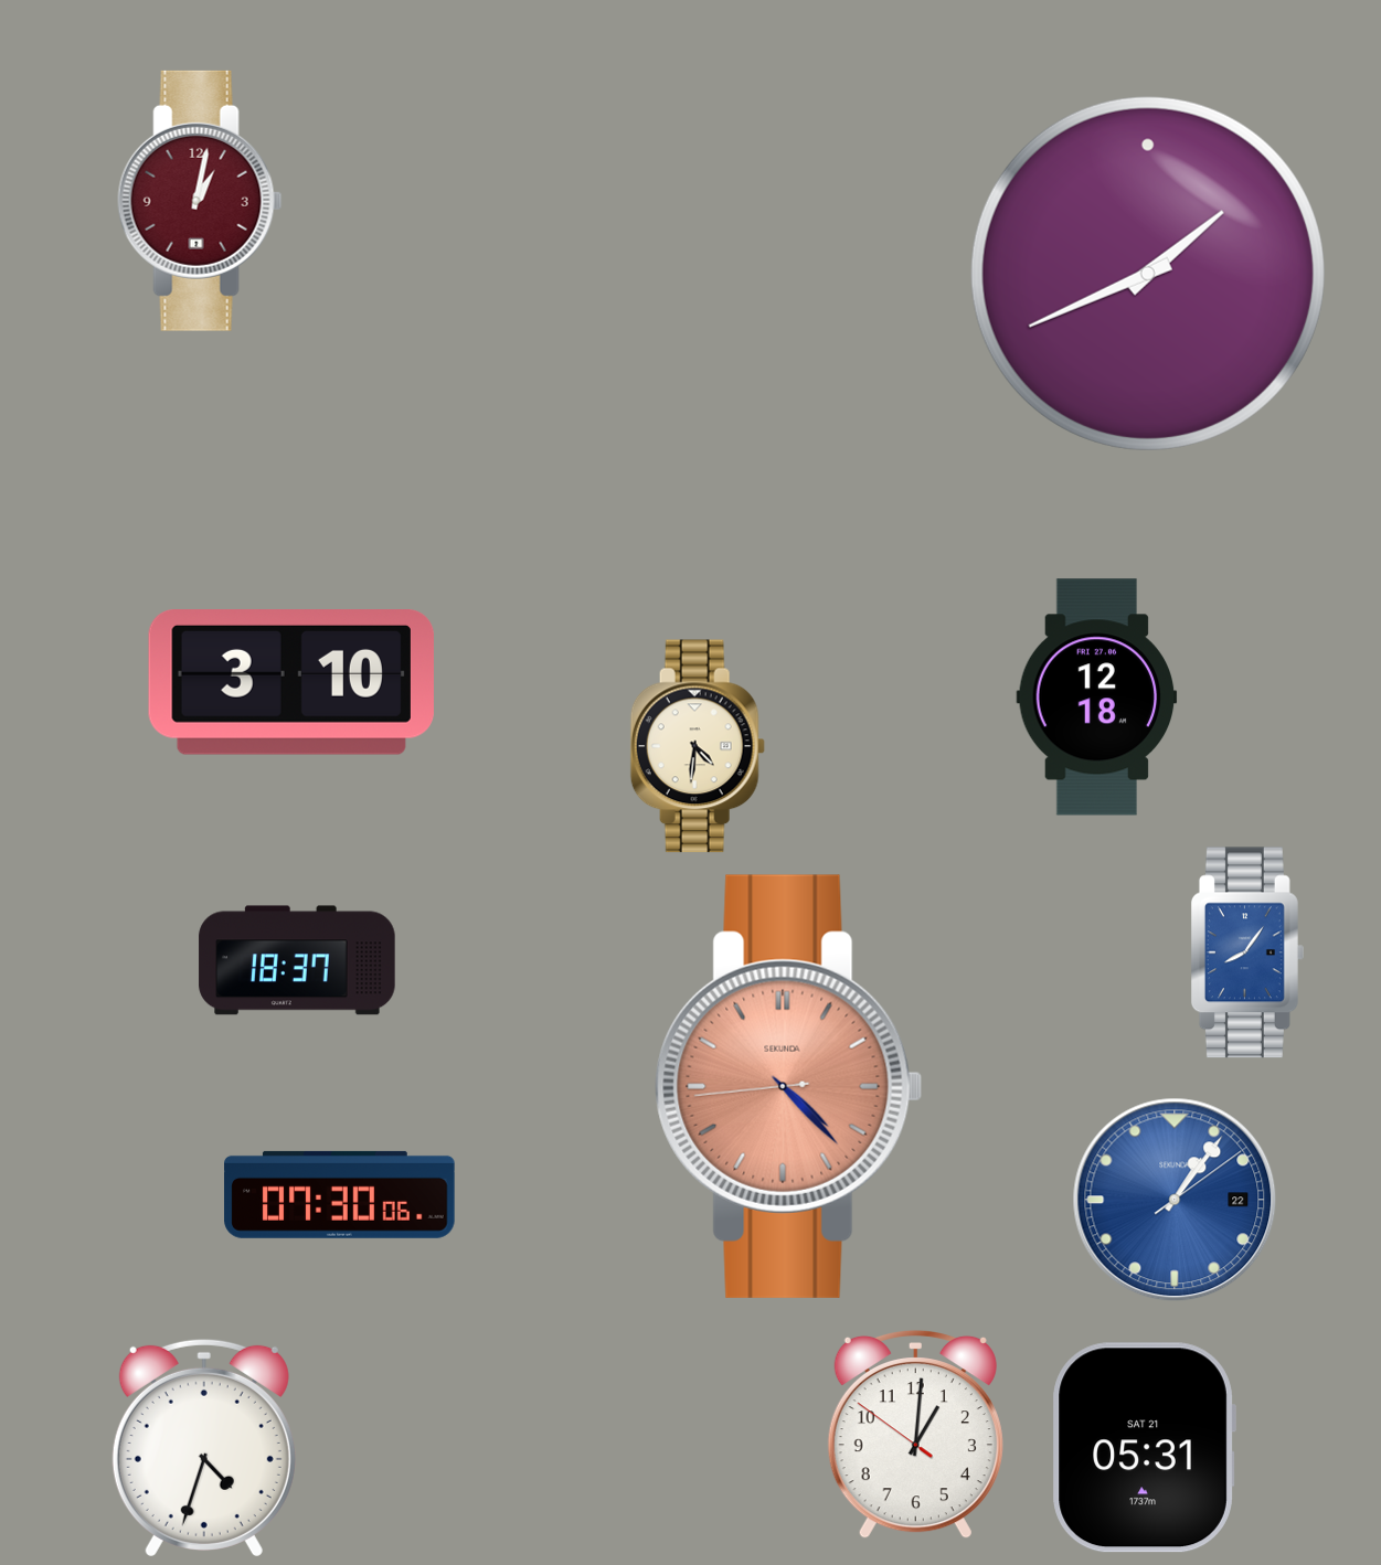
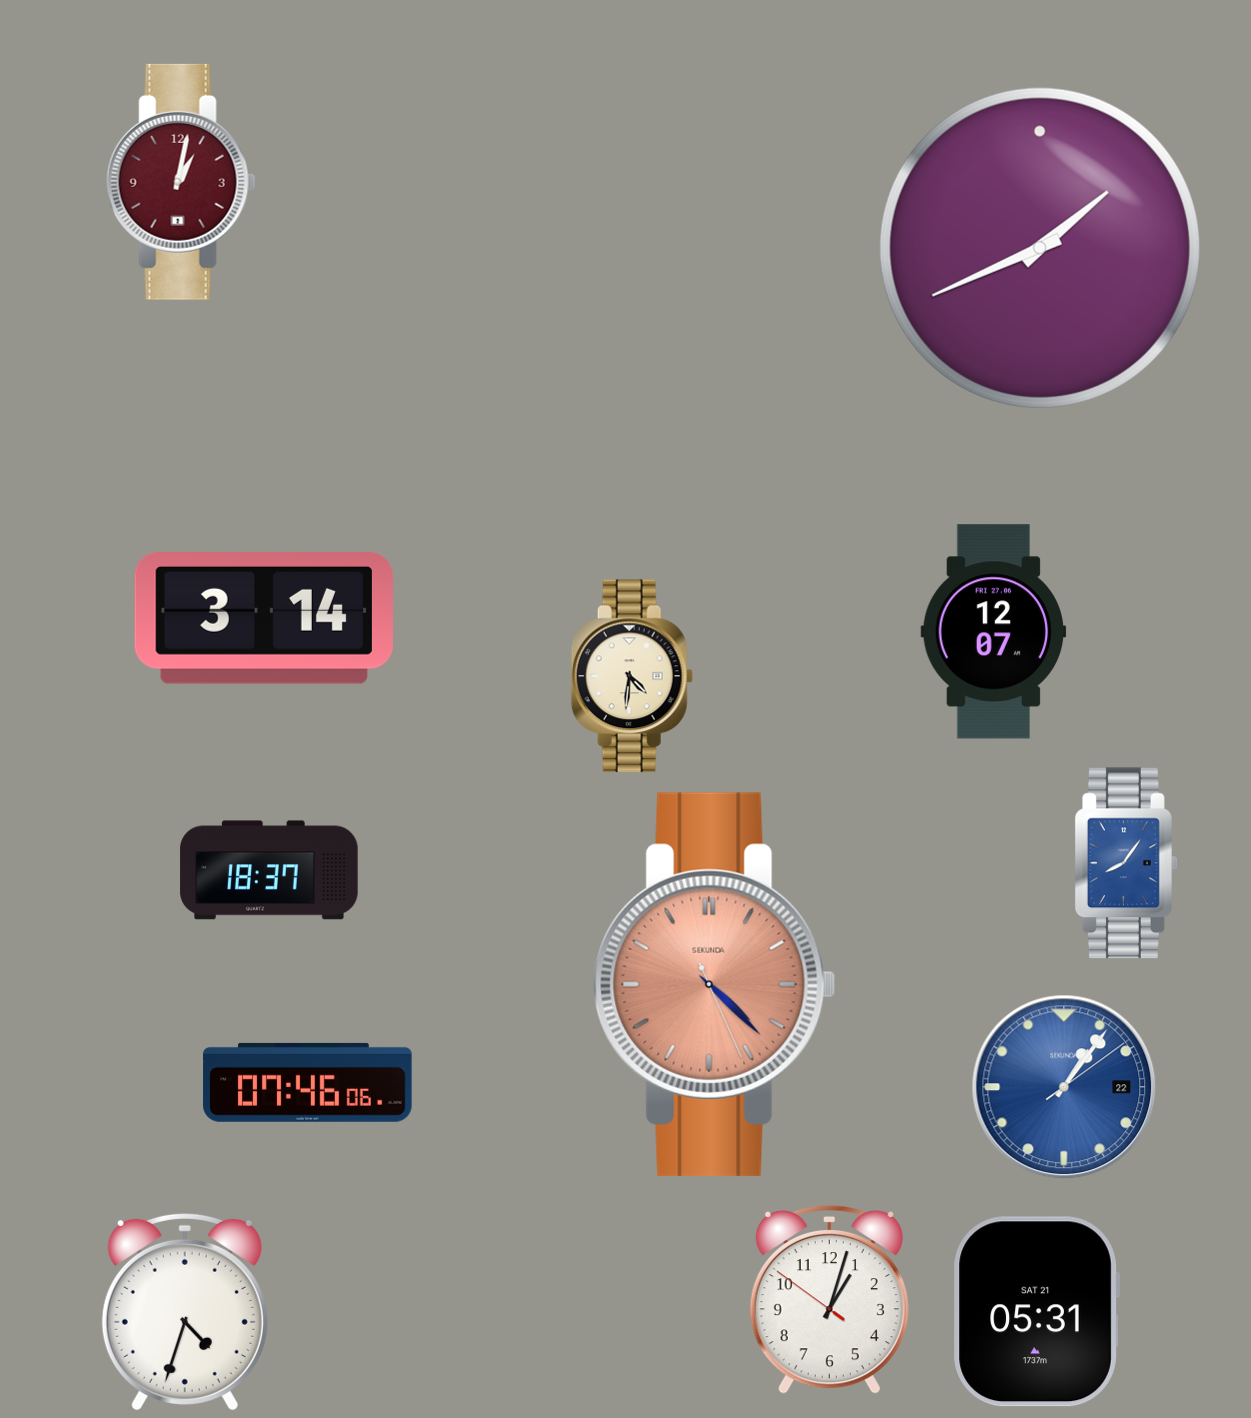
clock at (291, 683): 3:10 -> 3:14
clock at (1097, 698): 12:18 -> 12:07
clock at (1247, 952) position: (1247, 952) -> (1126, 863)
clock at (789, 1086): 4:22:44 -> 4:22:26
clock at (340, 1194): 07:30 -> 07:46
clock at (915, 1434): 1:00 -> 1:02
